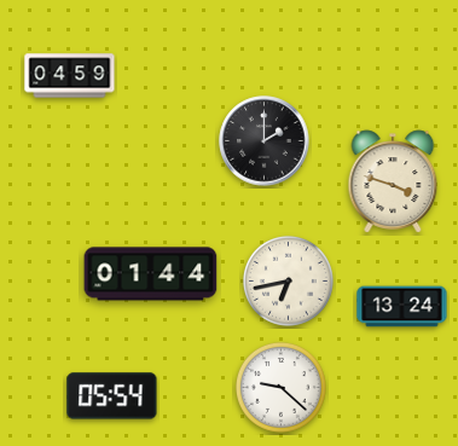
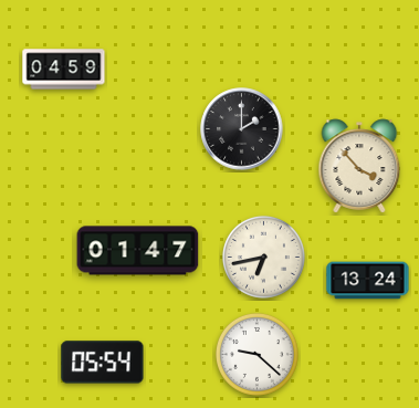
clock at (393, 181): 3:48 -> 3:53
clock at (151, 274): 01:44 -> 01:47
